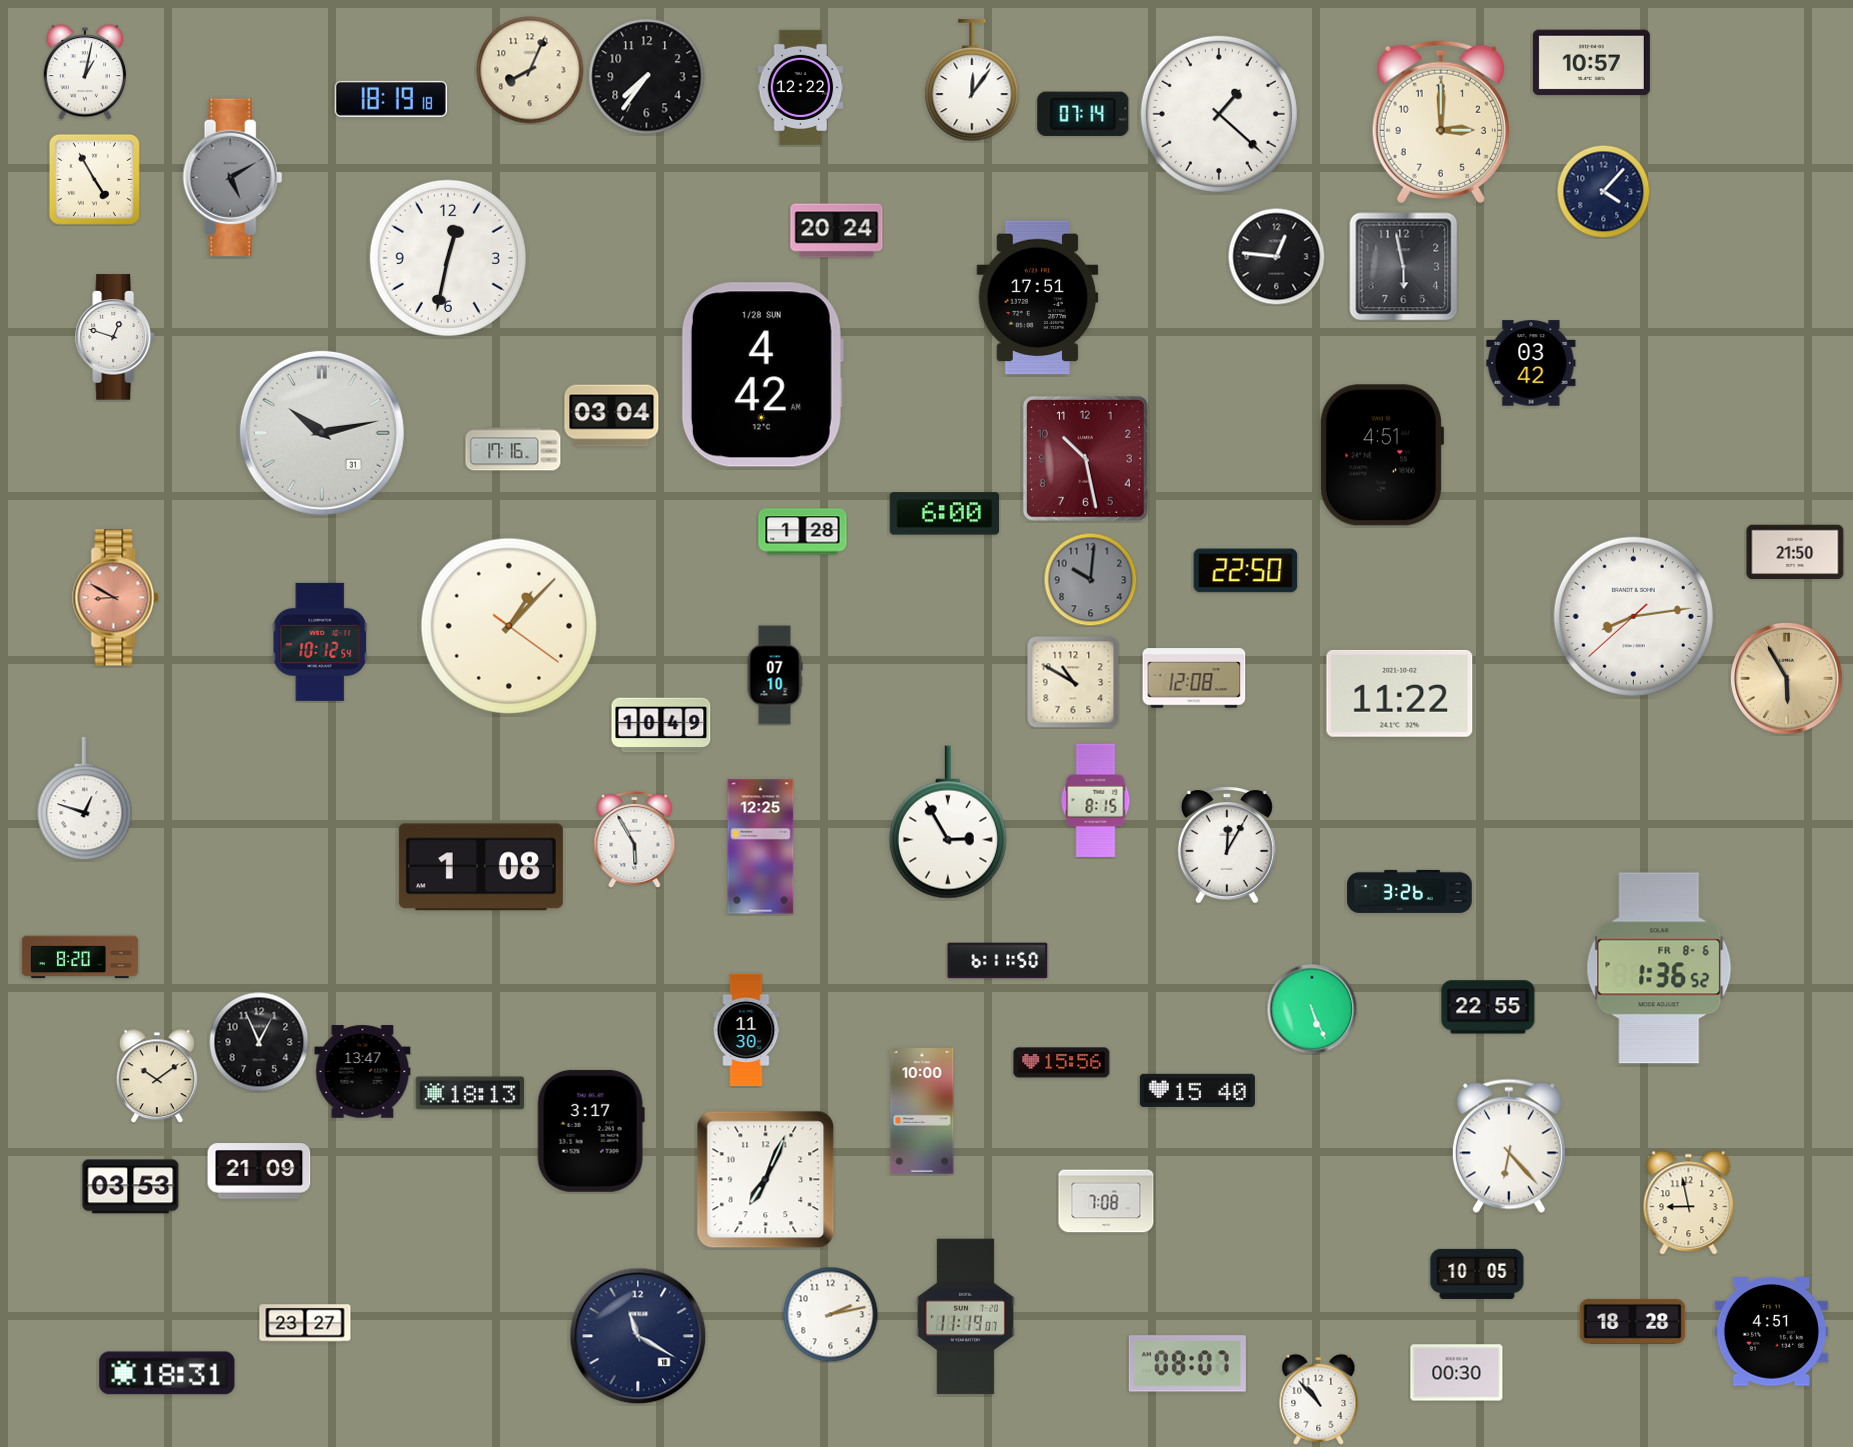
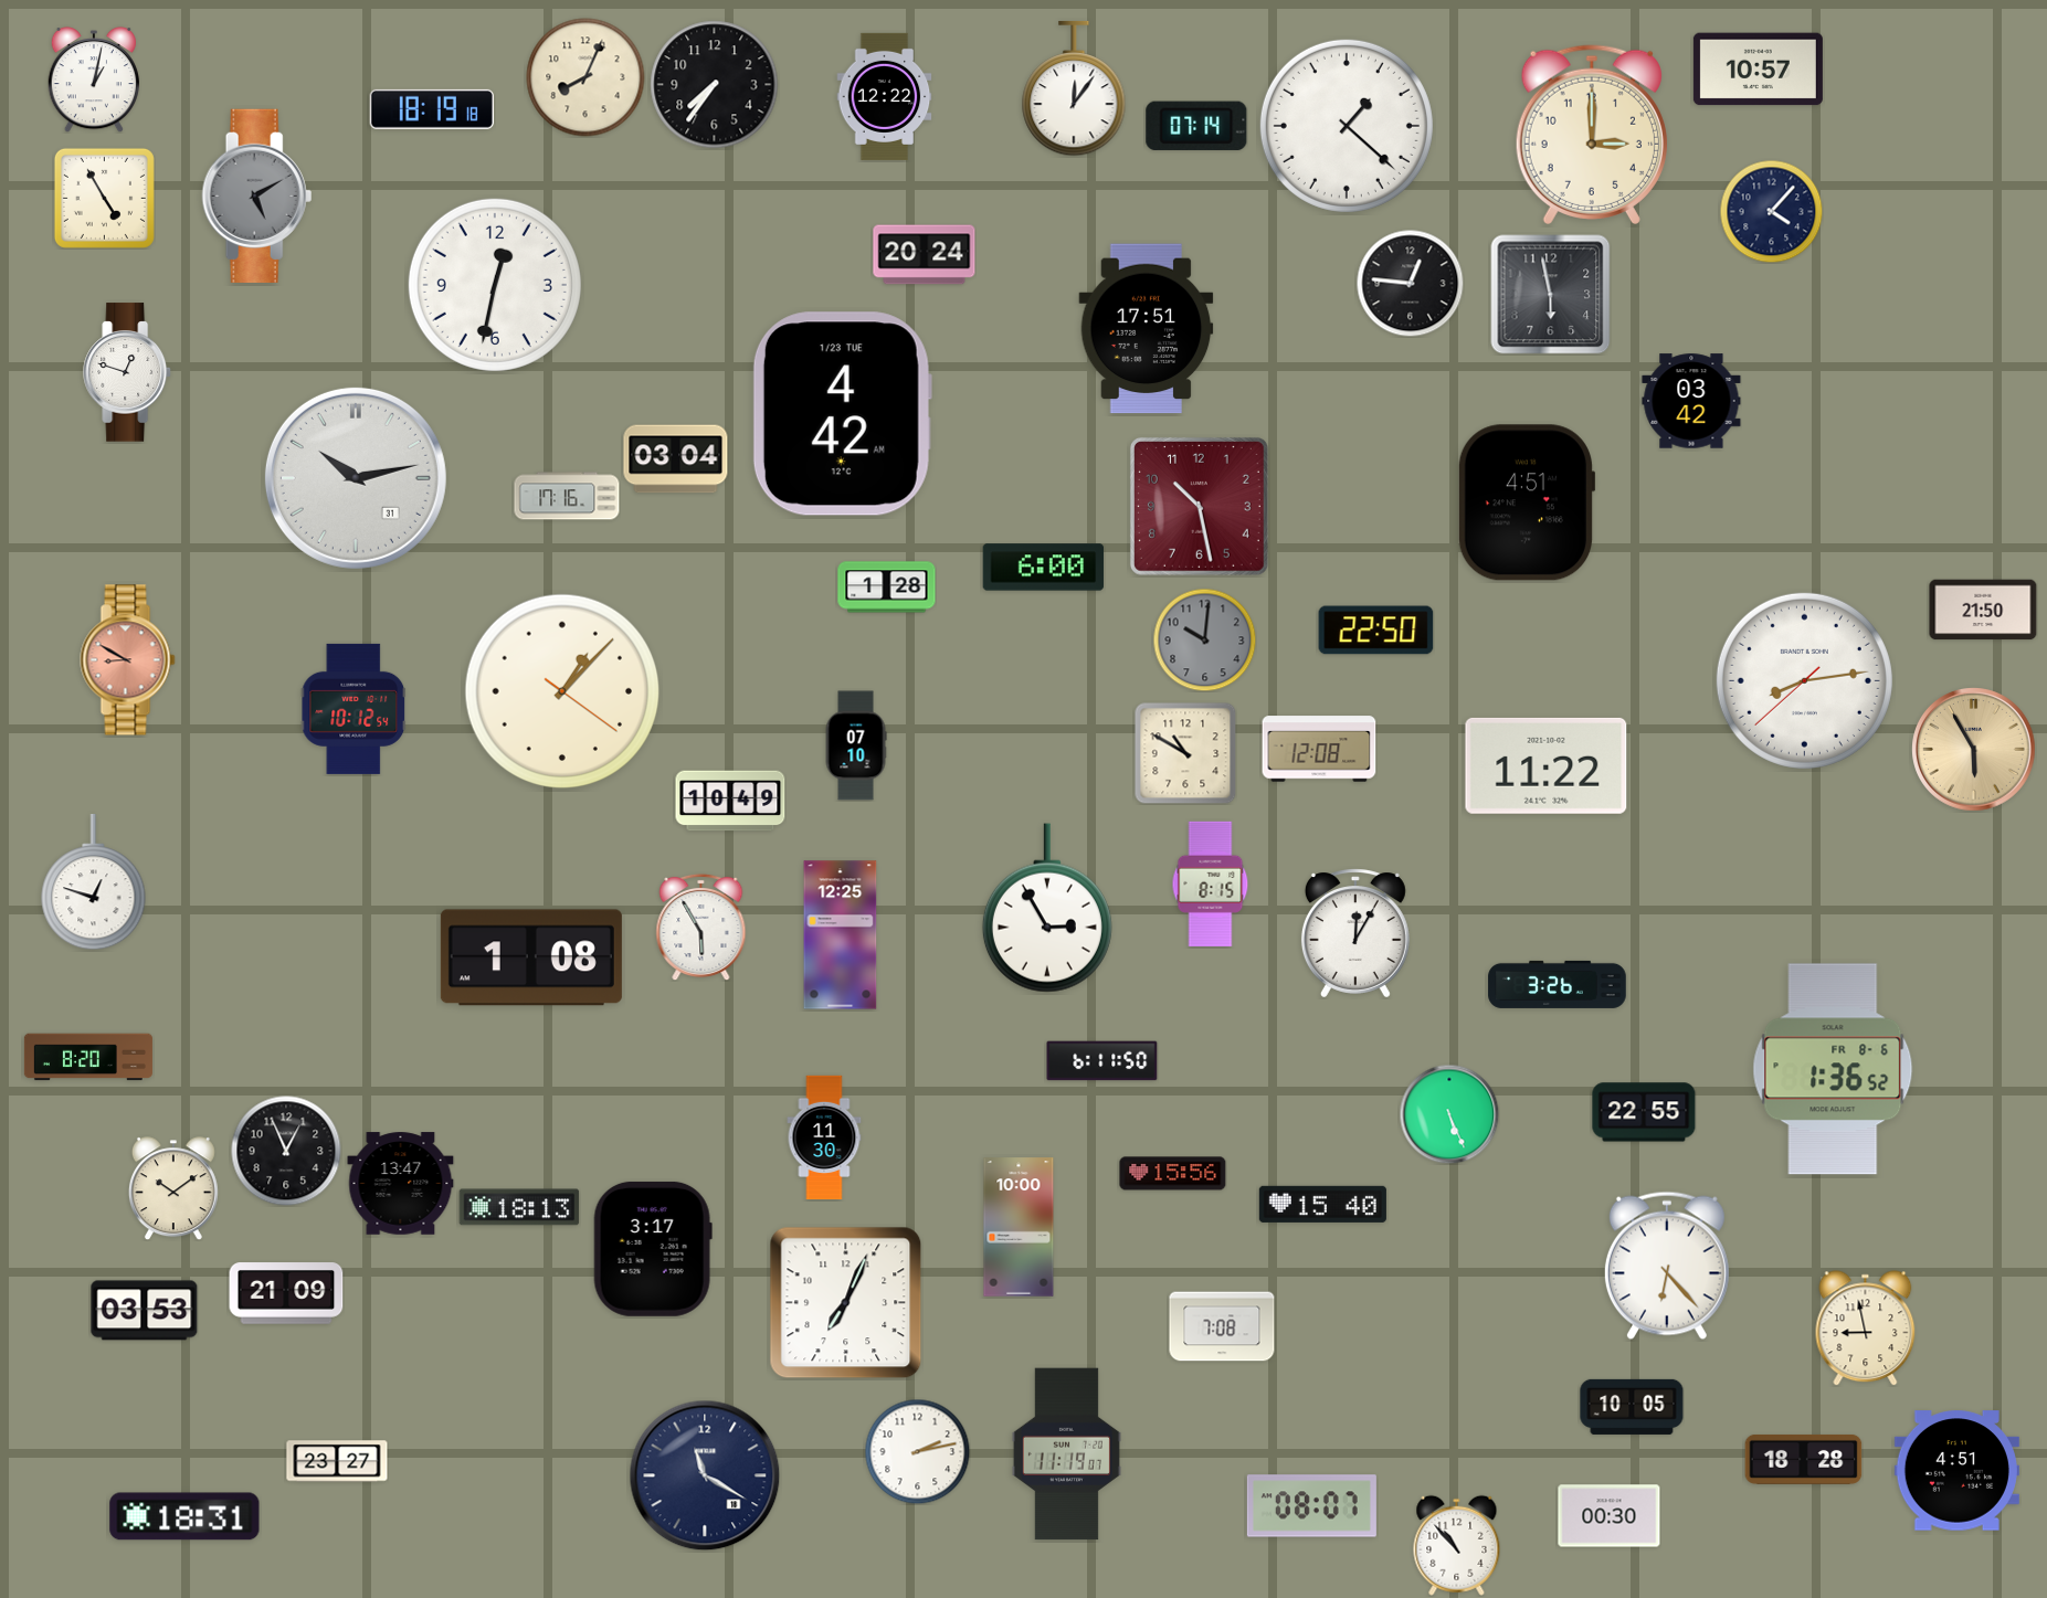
clock at (762, 375) date: 1/28 SUN -> 1/23 TUE
